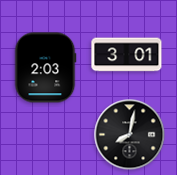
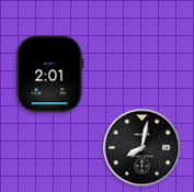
clock at (127, 55): 3:01 -> none
clock at (45, 68): 2:03 -> 2:01
